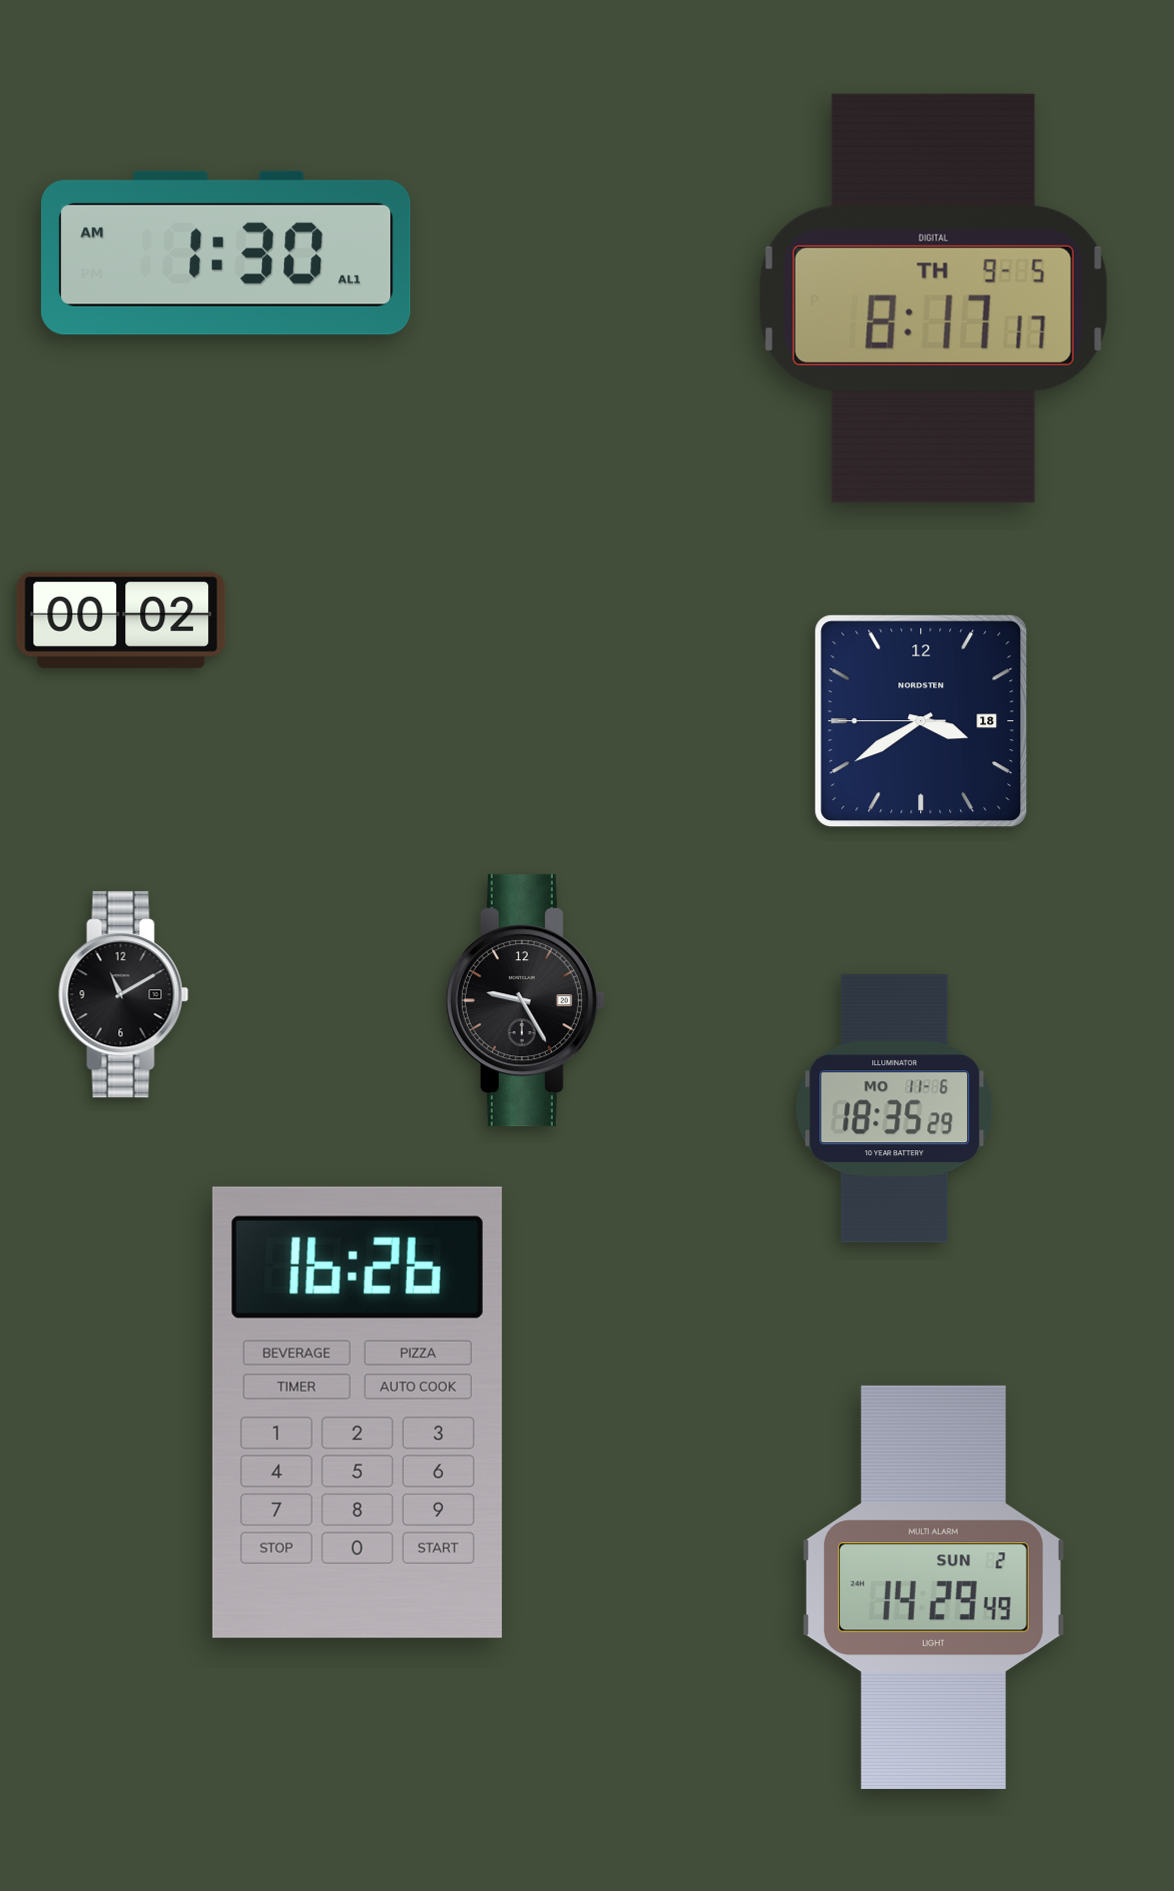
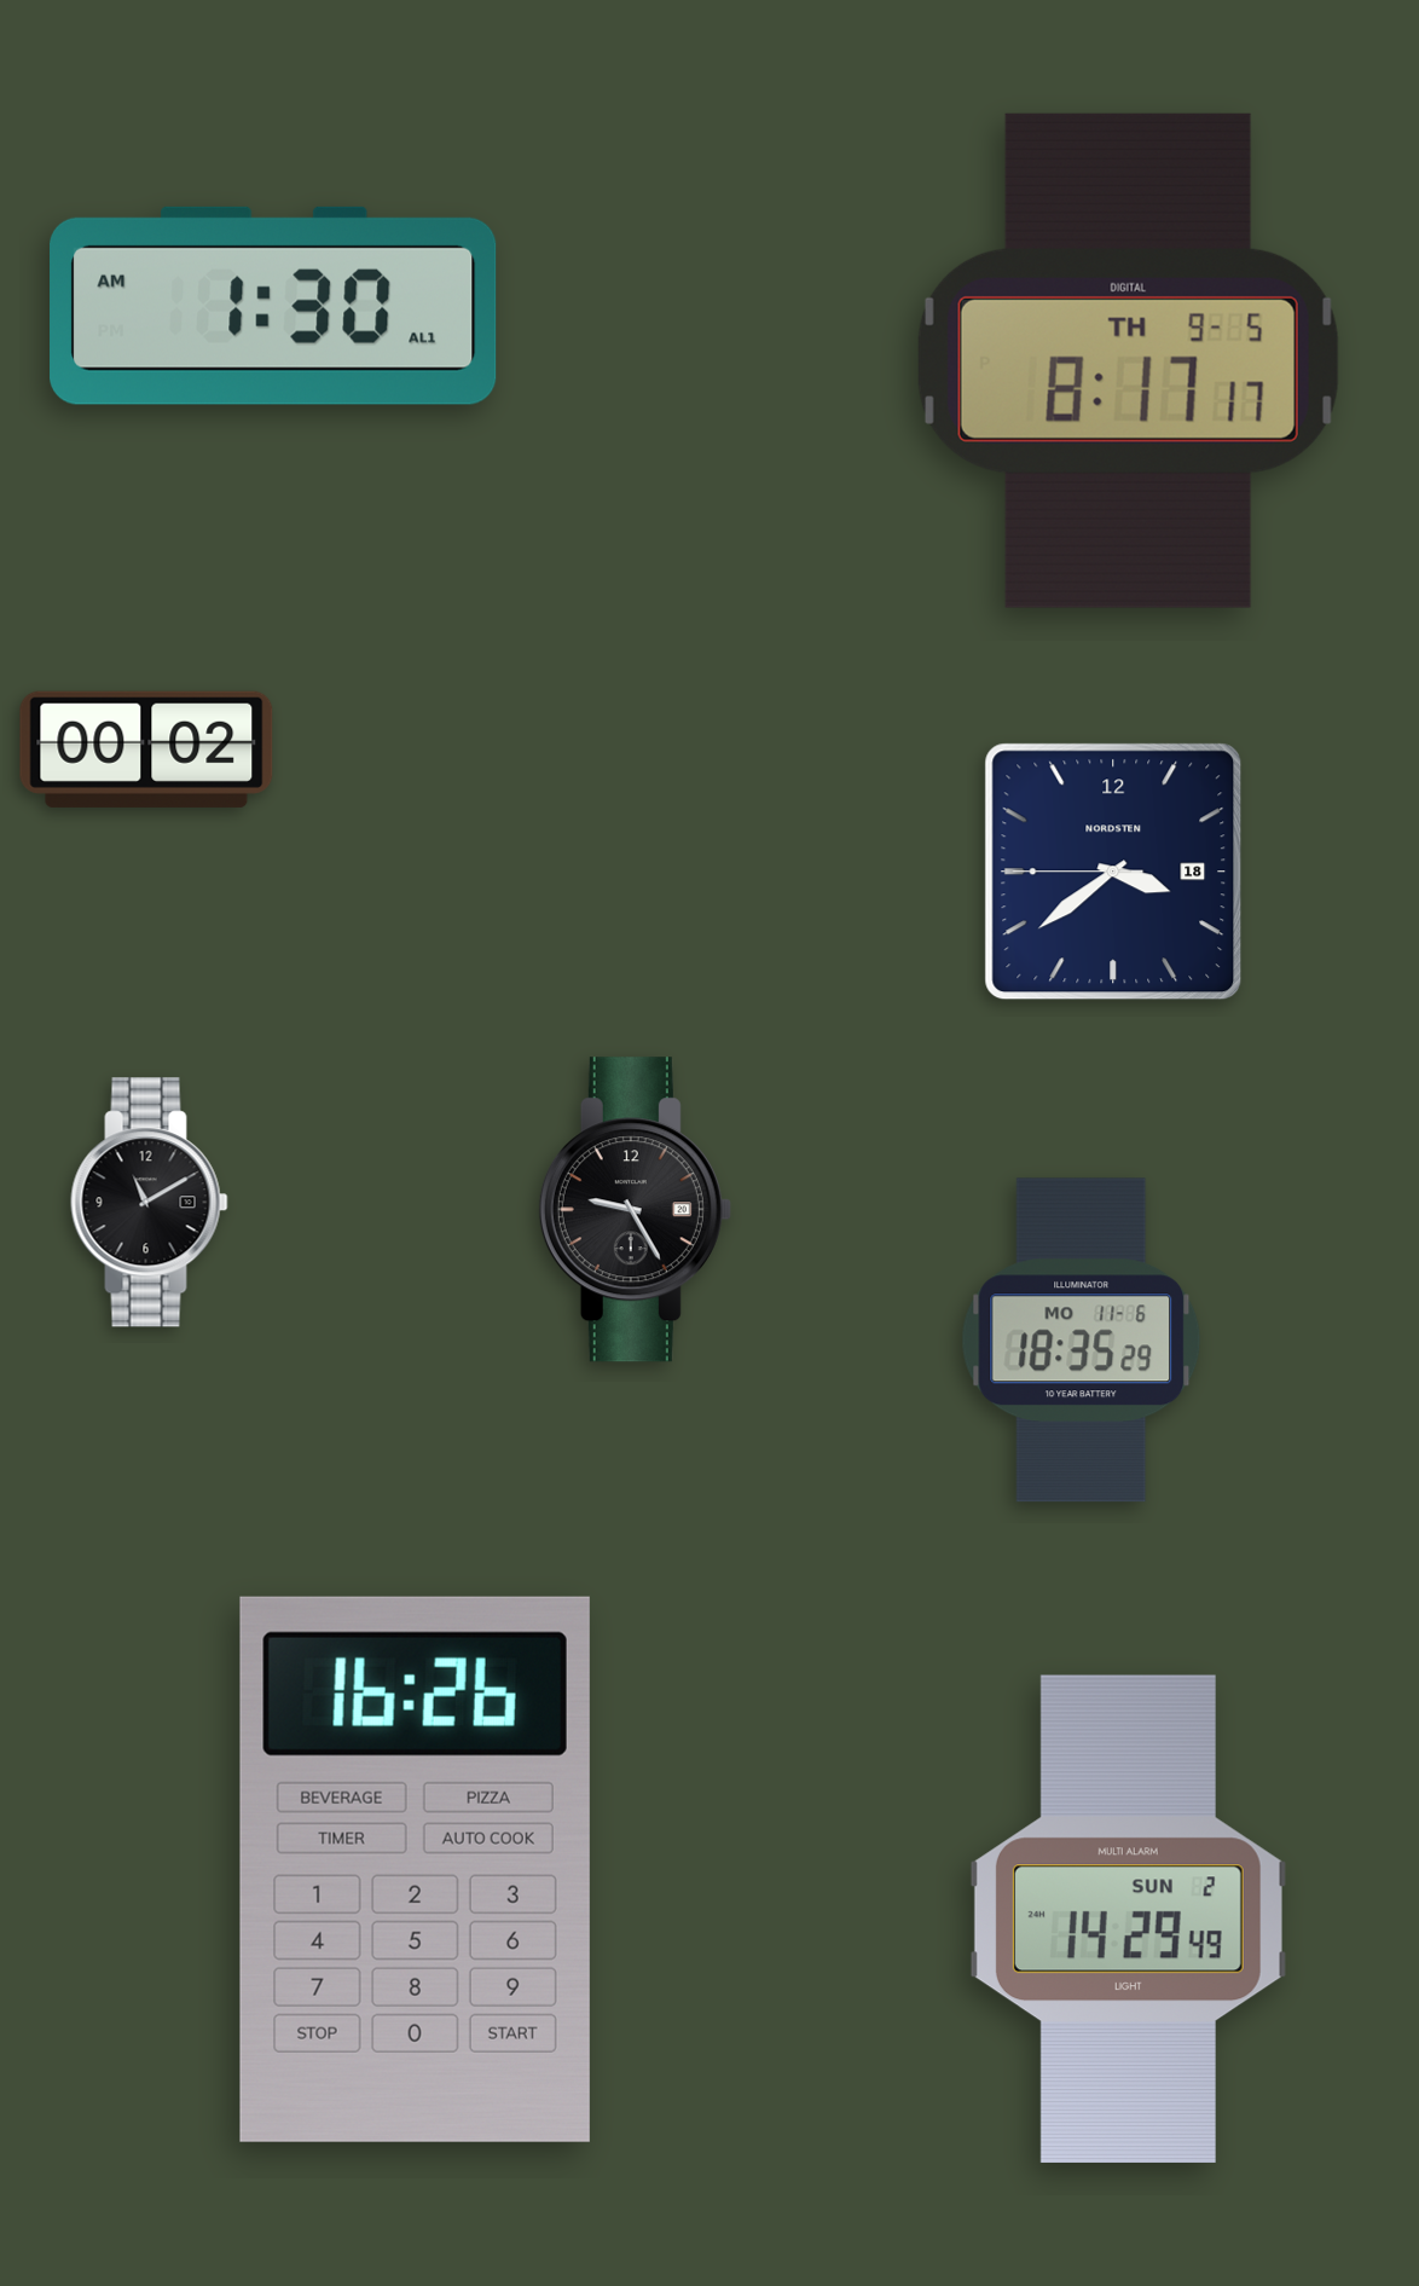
clock at (921, 721): 3:39 -> 3:38
clock at (357, 1412) position: (357, 1412) -> (415, 1869)
